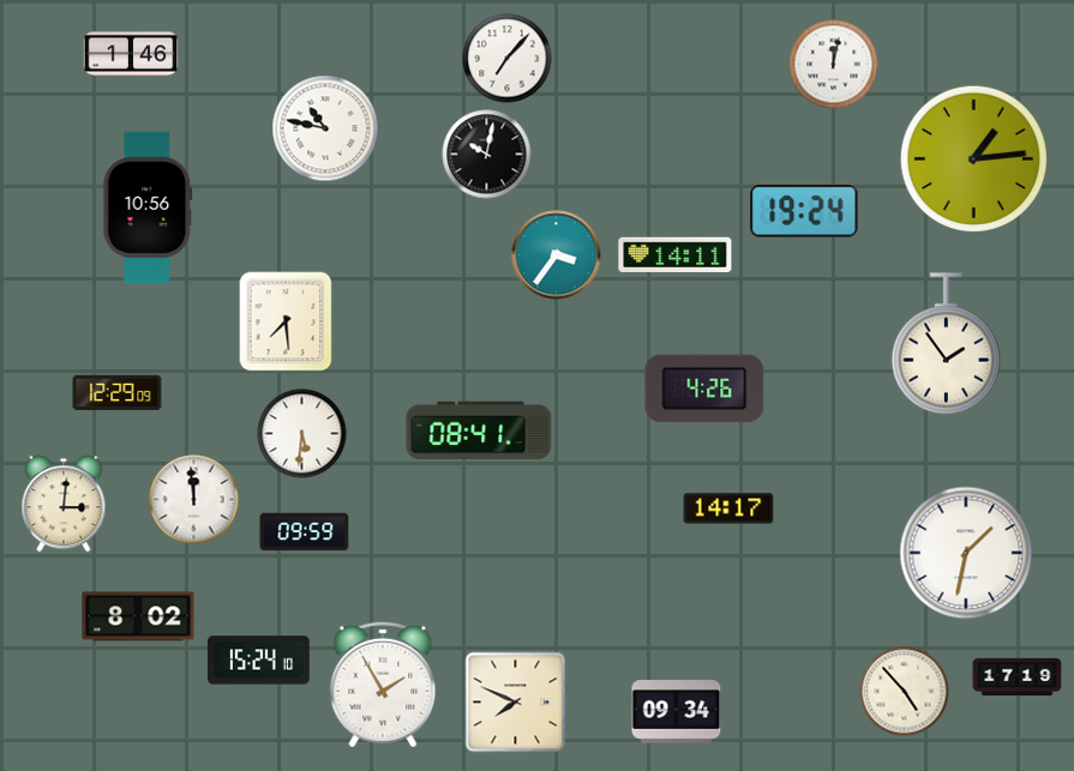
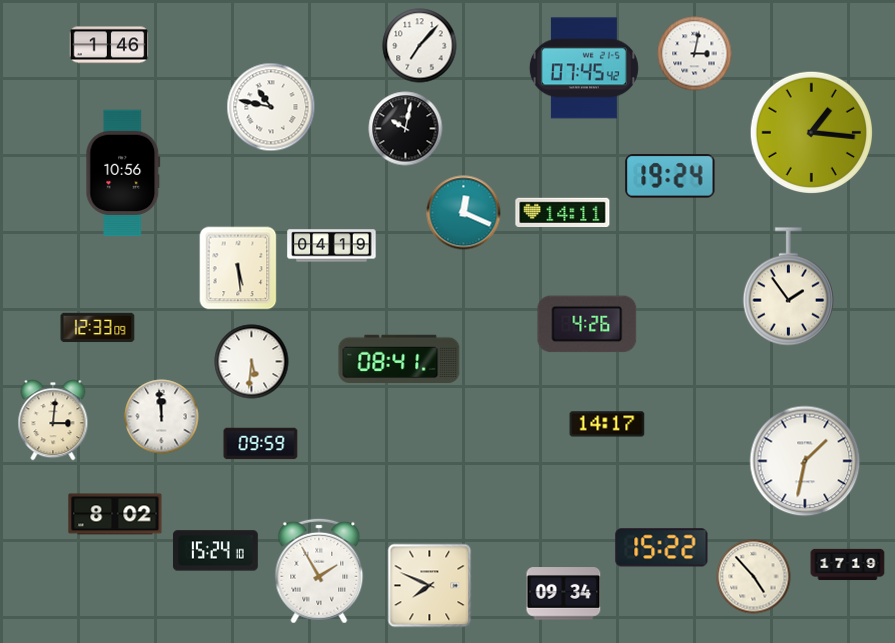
clock at (508, 59) position: (508, 59) -> (420, 46)
clock at (834, 65): 12:02 -> 3:02
clock at (584, 68): none -> 07:45
clock at (973, 159): 1:14 -> 1:16
clock at (557, 255): 3:36 -> 12:19
clock at (332, 246): none -> 04:19
clock at (286, 321): 7:29 -> 5:29
clock at (118, 393): 12:29 -> 12:33
clock at (305, 532) position: (305, 532) -> (261, 444)
clock at (662, 548): none -> 15:22
